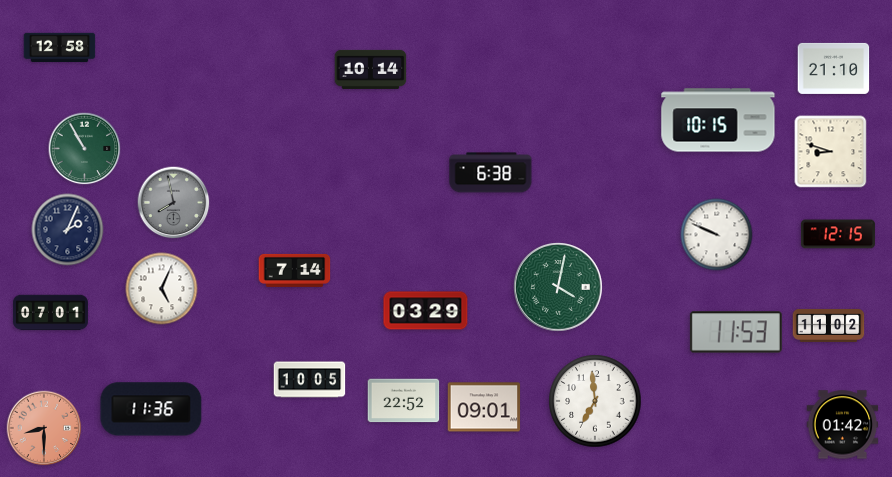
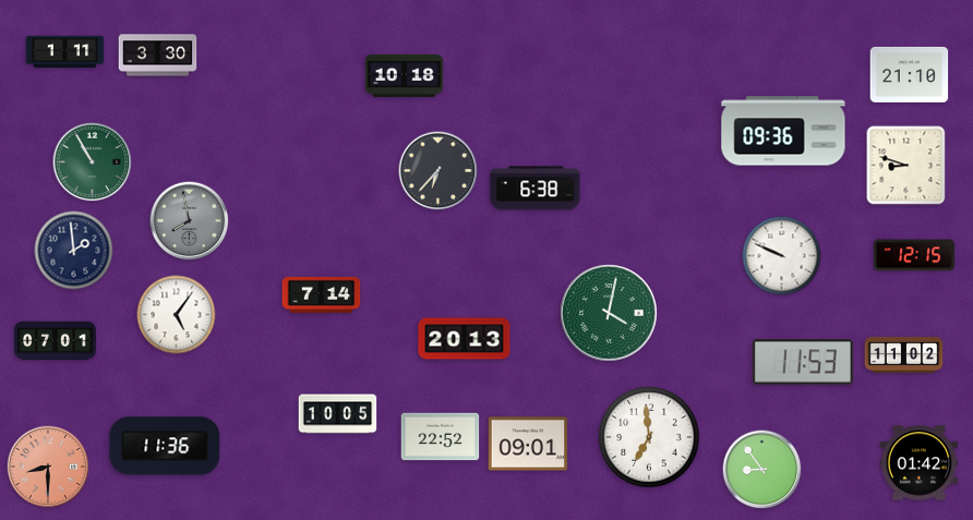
clock at (60, 48): 12:58 -> 1:11
clock at (158, 56): none -> 3:30
clock at (371, 69): 10:14 -> 10:18
clock at (718, 120): 10:15 -> 09:36
clock at (439, 171): none -> 6:37
clock at (68, 230): 2:04 -> 1:59
clock at (162, 289): 5:04 -> 5:06
clock at (426, 311): 03:29 -> 20:13
clock at (762, 470): none -> 8:54
